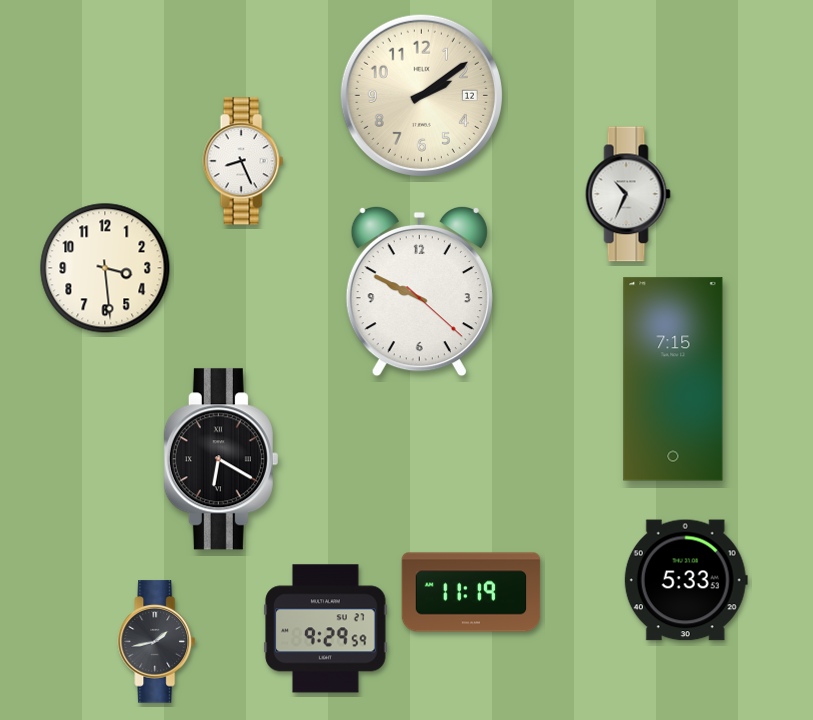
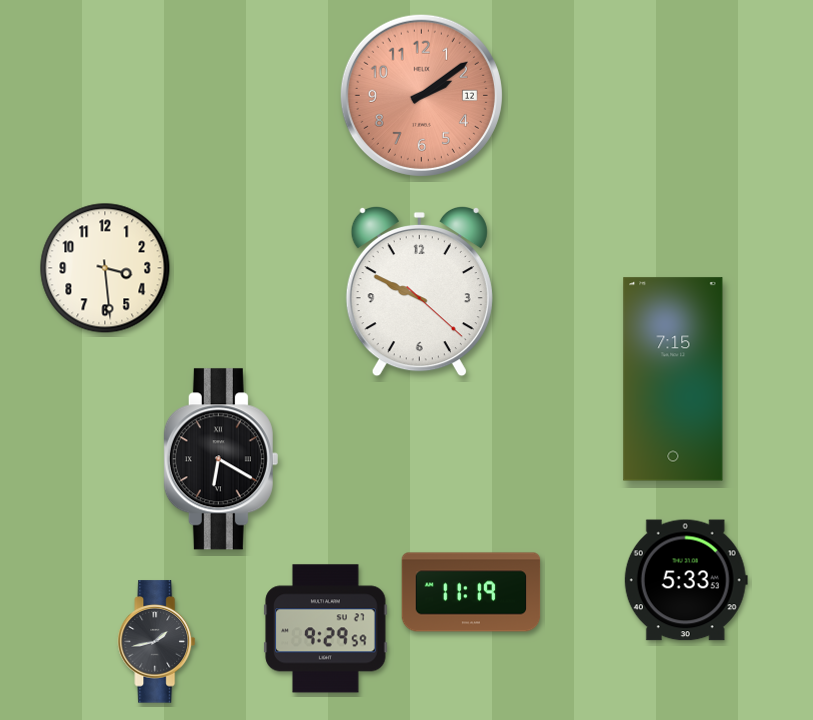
clock at (421, 95) dial: cream -> salmon
clock at (243, 161): 8:26 -> none
clock at (628, 194): 10:34 -> none
